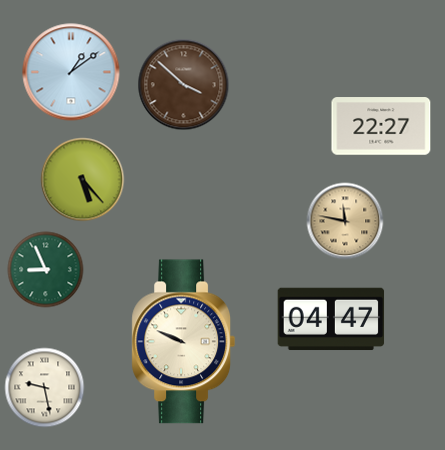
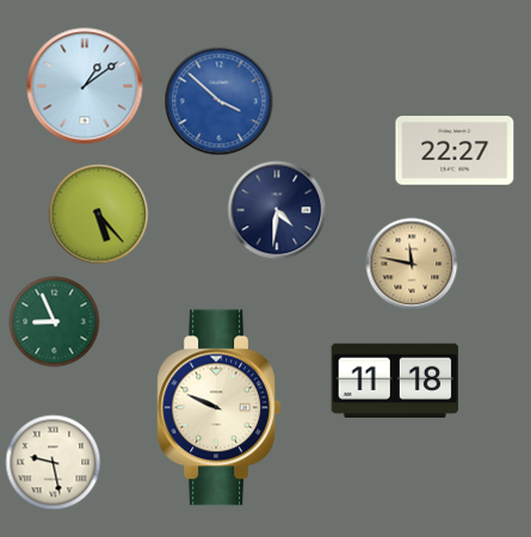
clock at (184, 85) dial: brown -> blue
clock at (277, 210): none -> 4:31
clock at (331, 319): 04:47 -> 11:18
